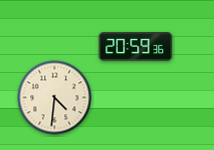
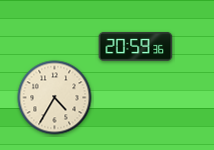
clock at (55, 98): 4:31 -> 4:35
